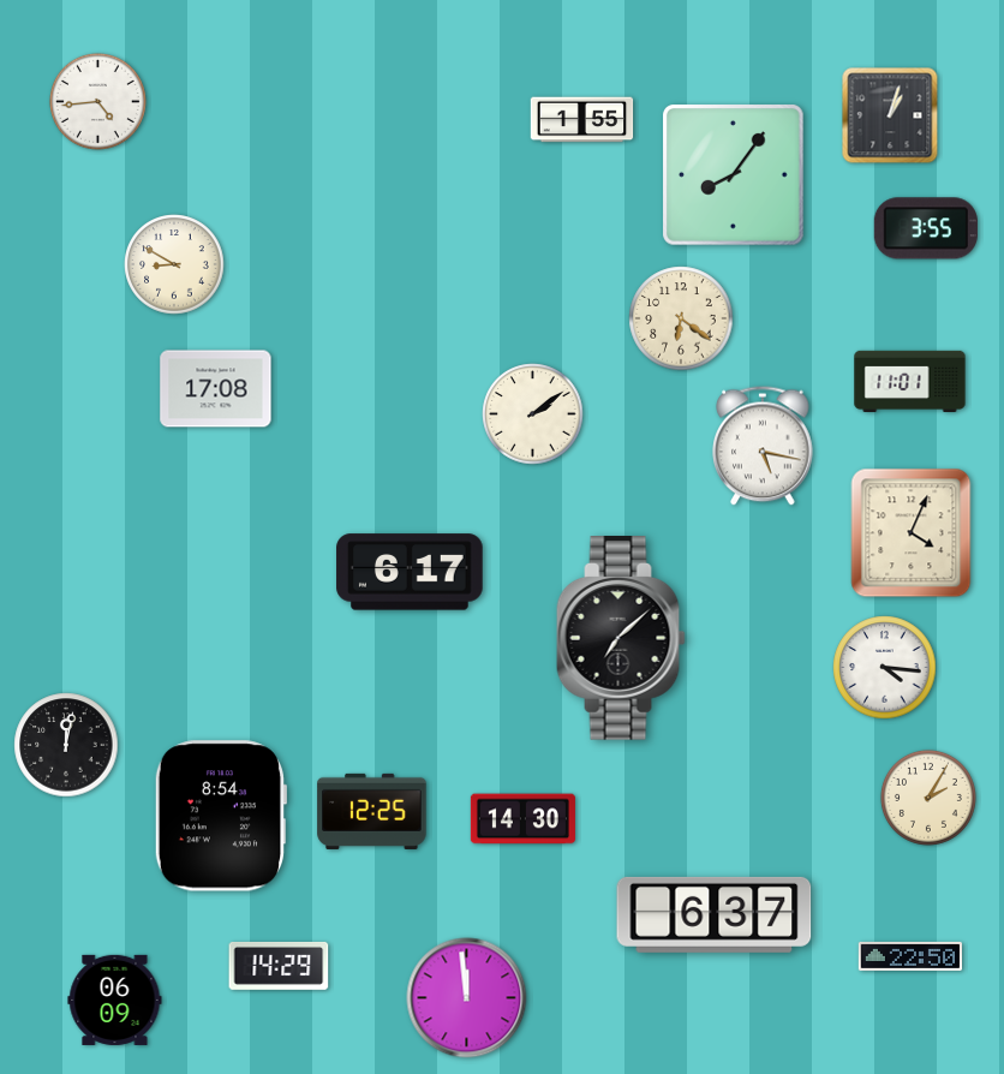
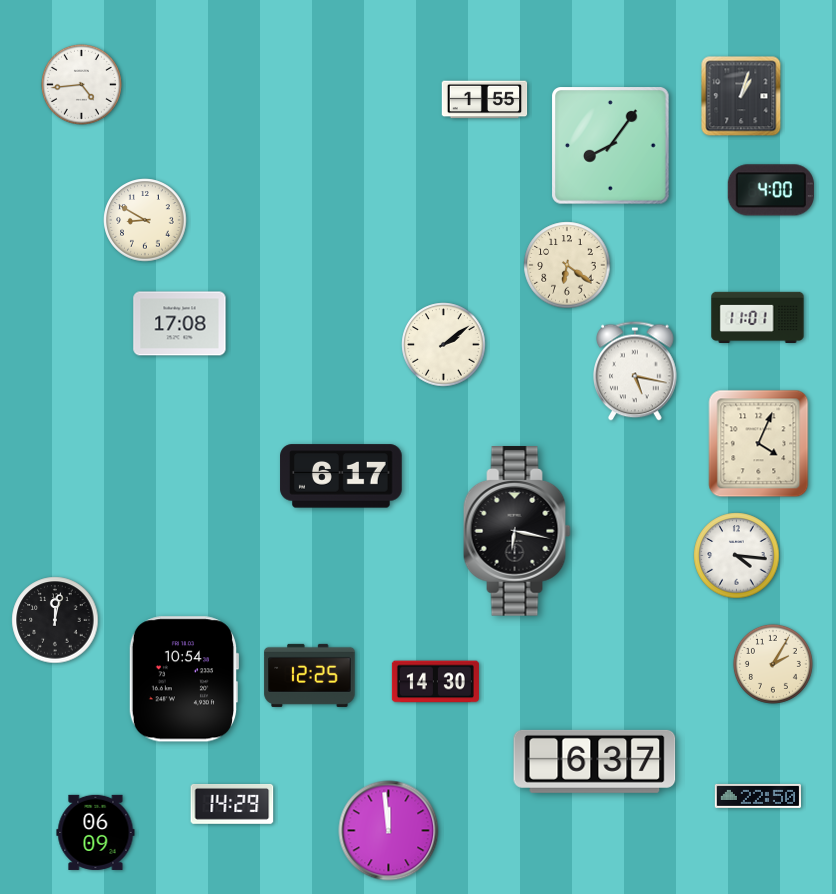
clock at (926, 228): 3:55 -> 4:00
clock at (621, 639): 7:08 -> 6:17
clock at (220, 816): 8:54 -> 10:54
